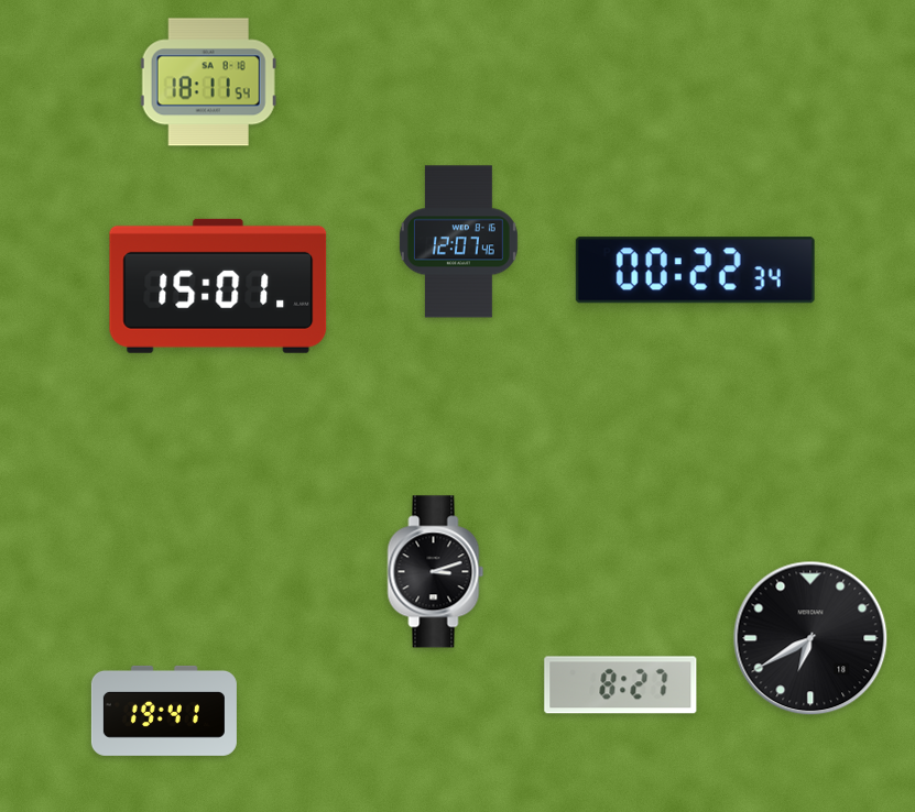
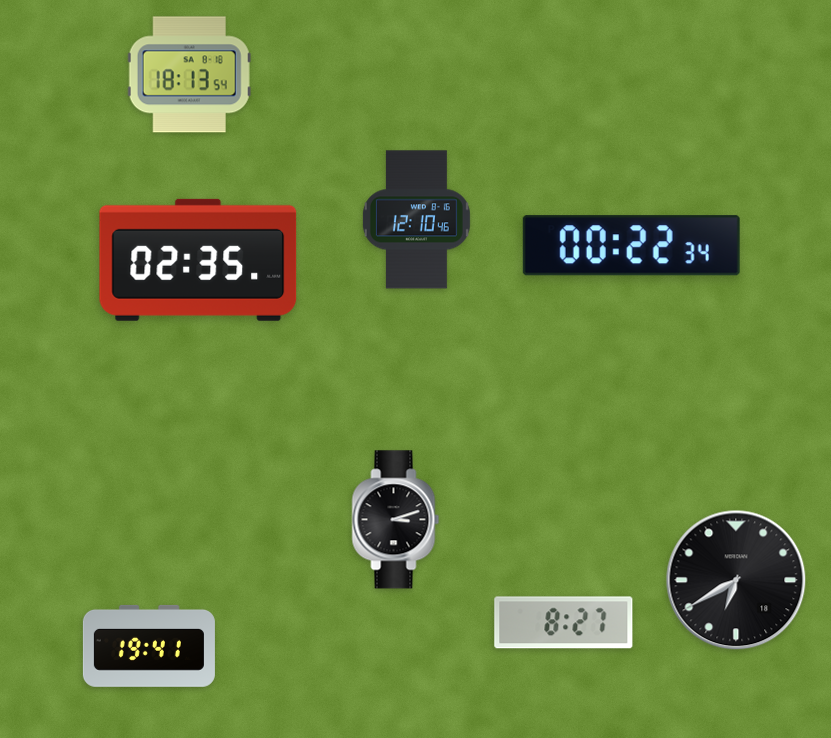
clock at (208, 83): 18:11 -> 18:13
clock at (458, 242): 12:07 -> 12:10
clock at (218, 286): 15:01 -> 02:35
